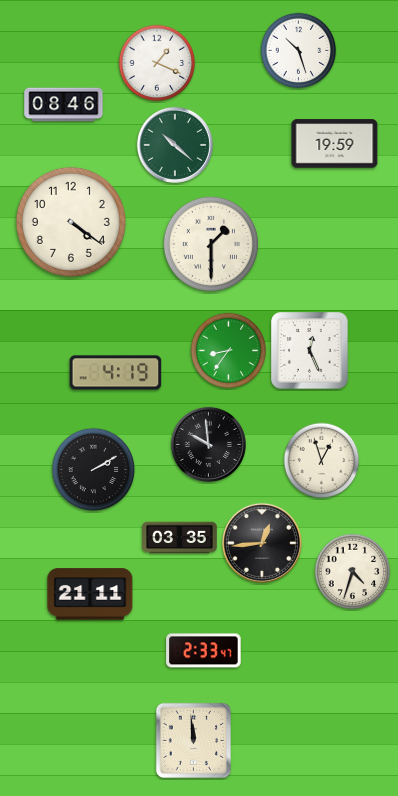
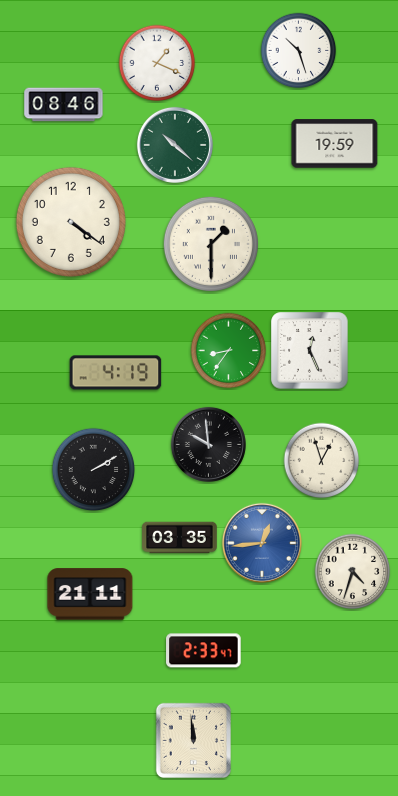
clock at (262, 543) dial: black -> blue
